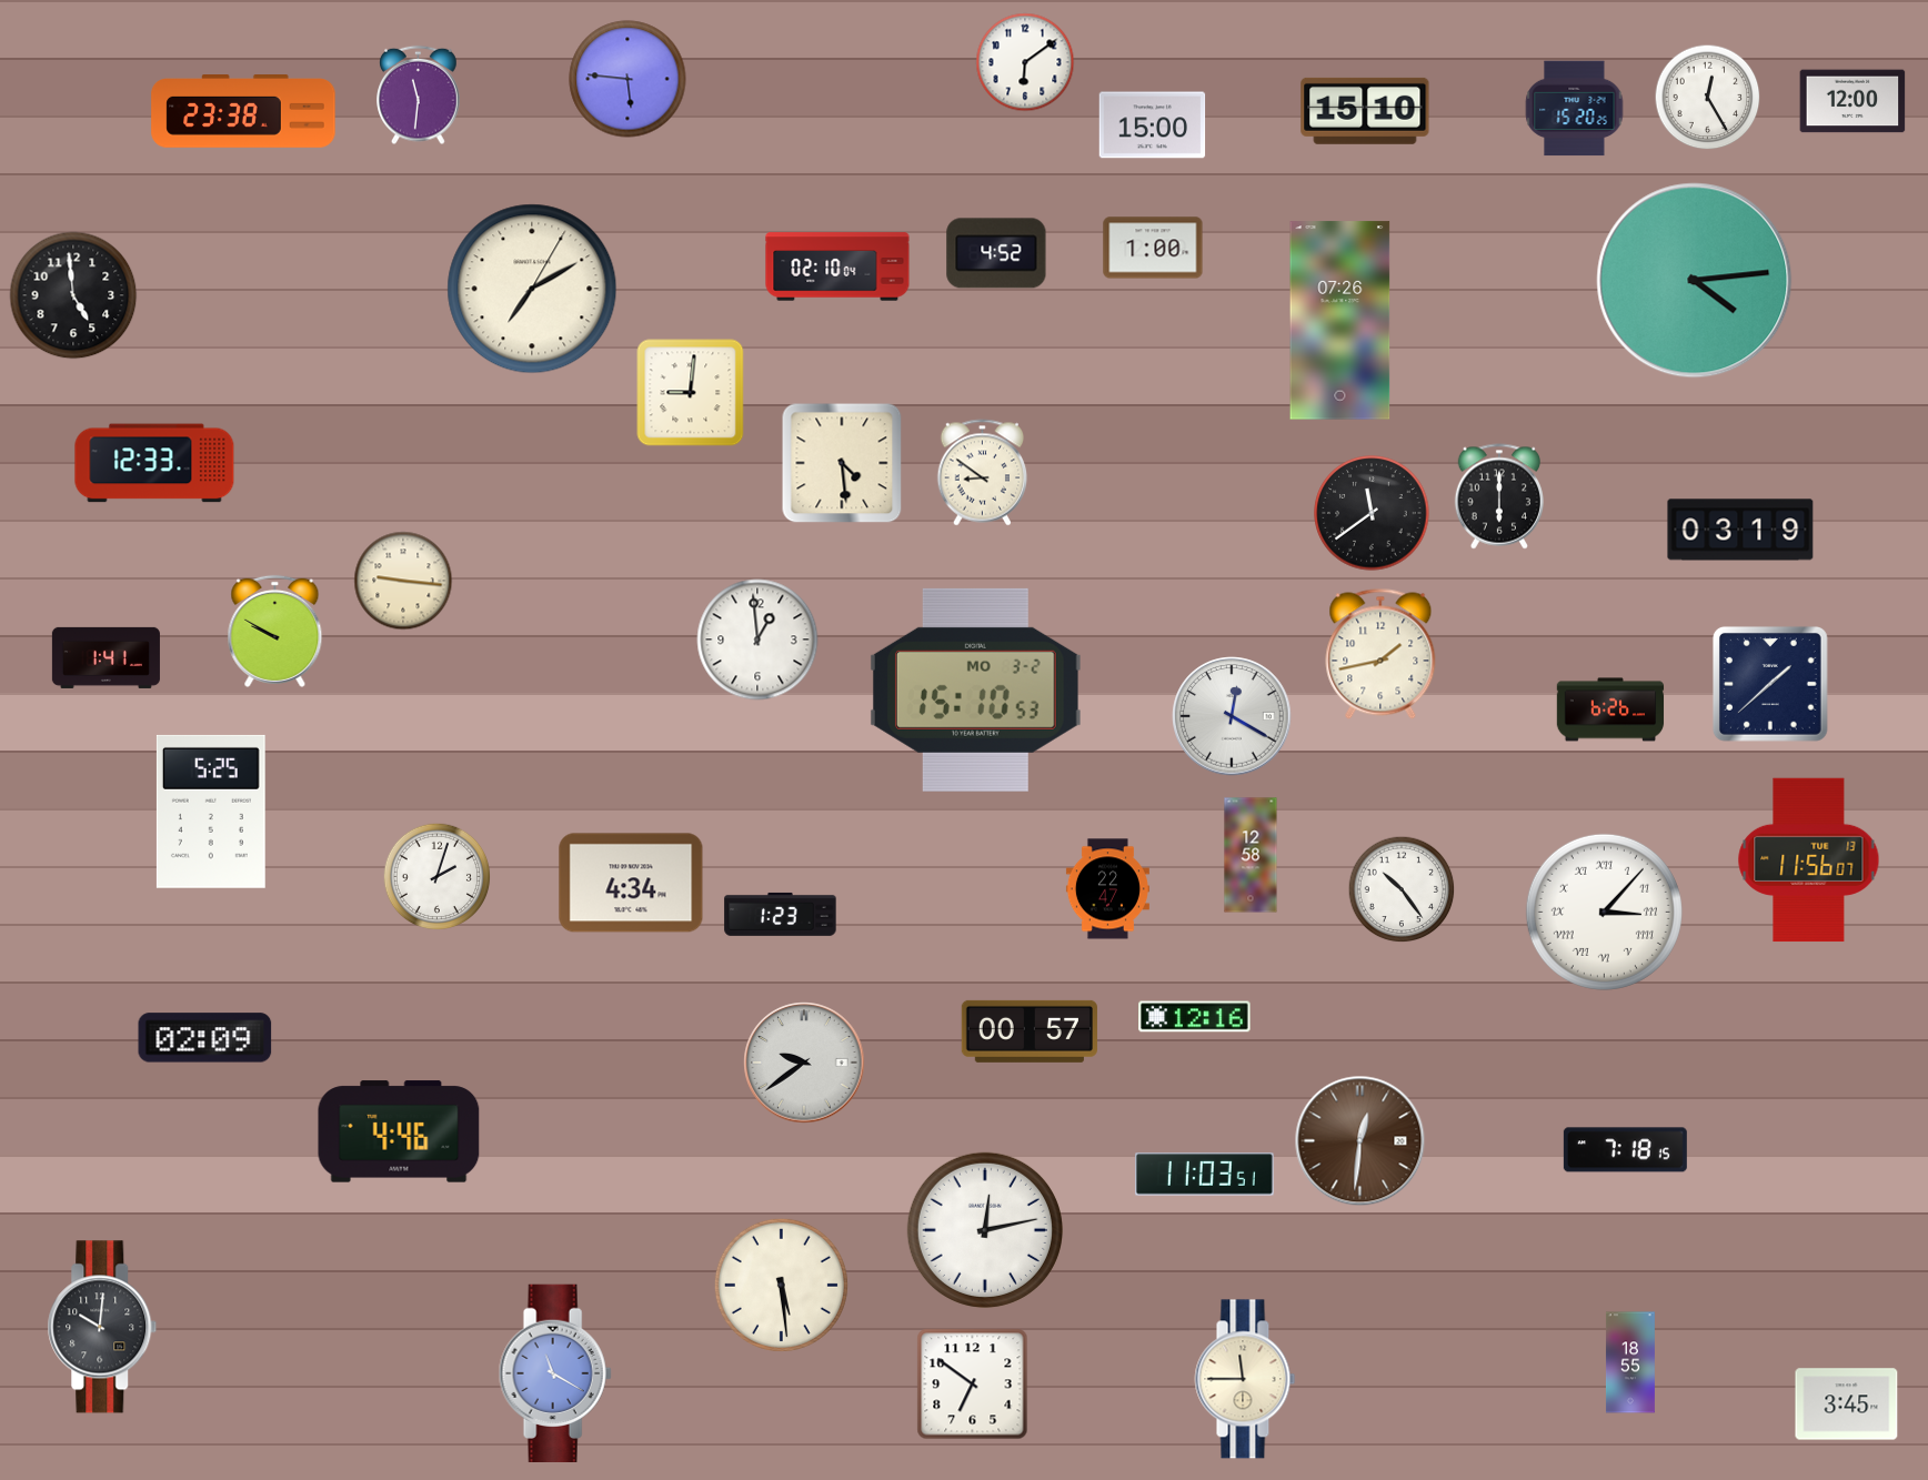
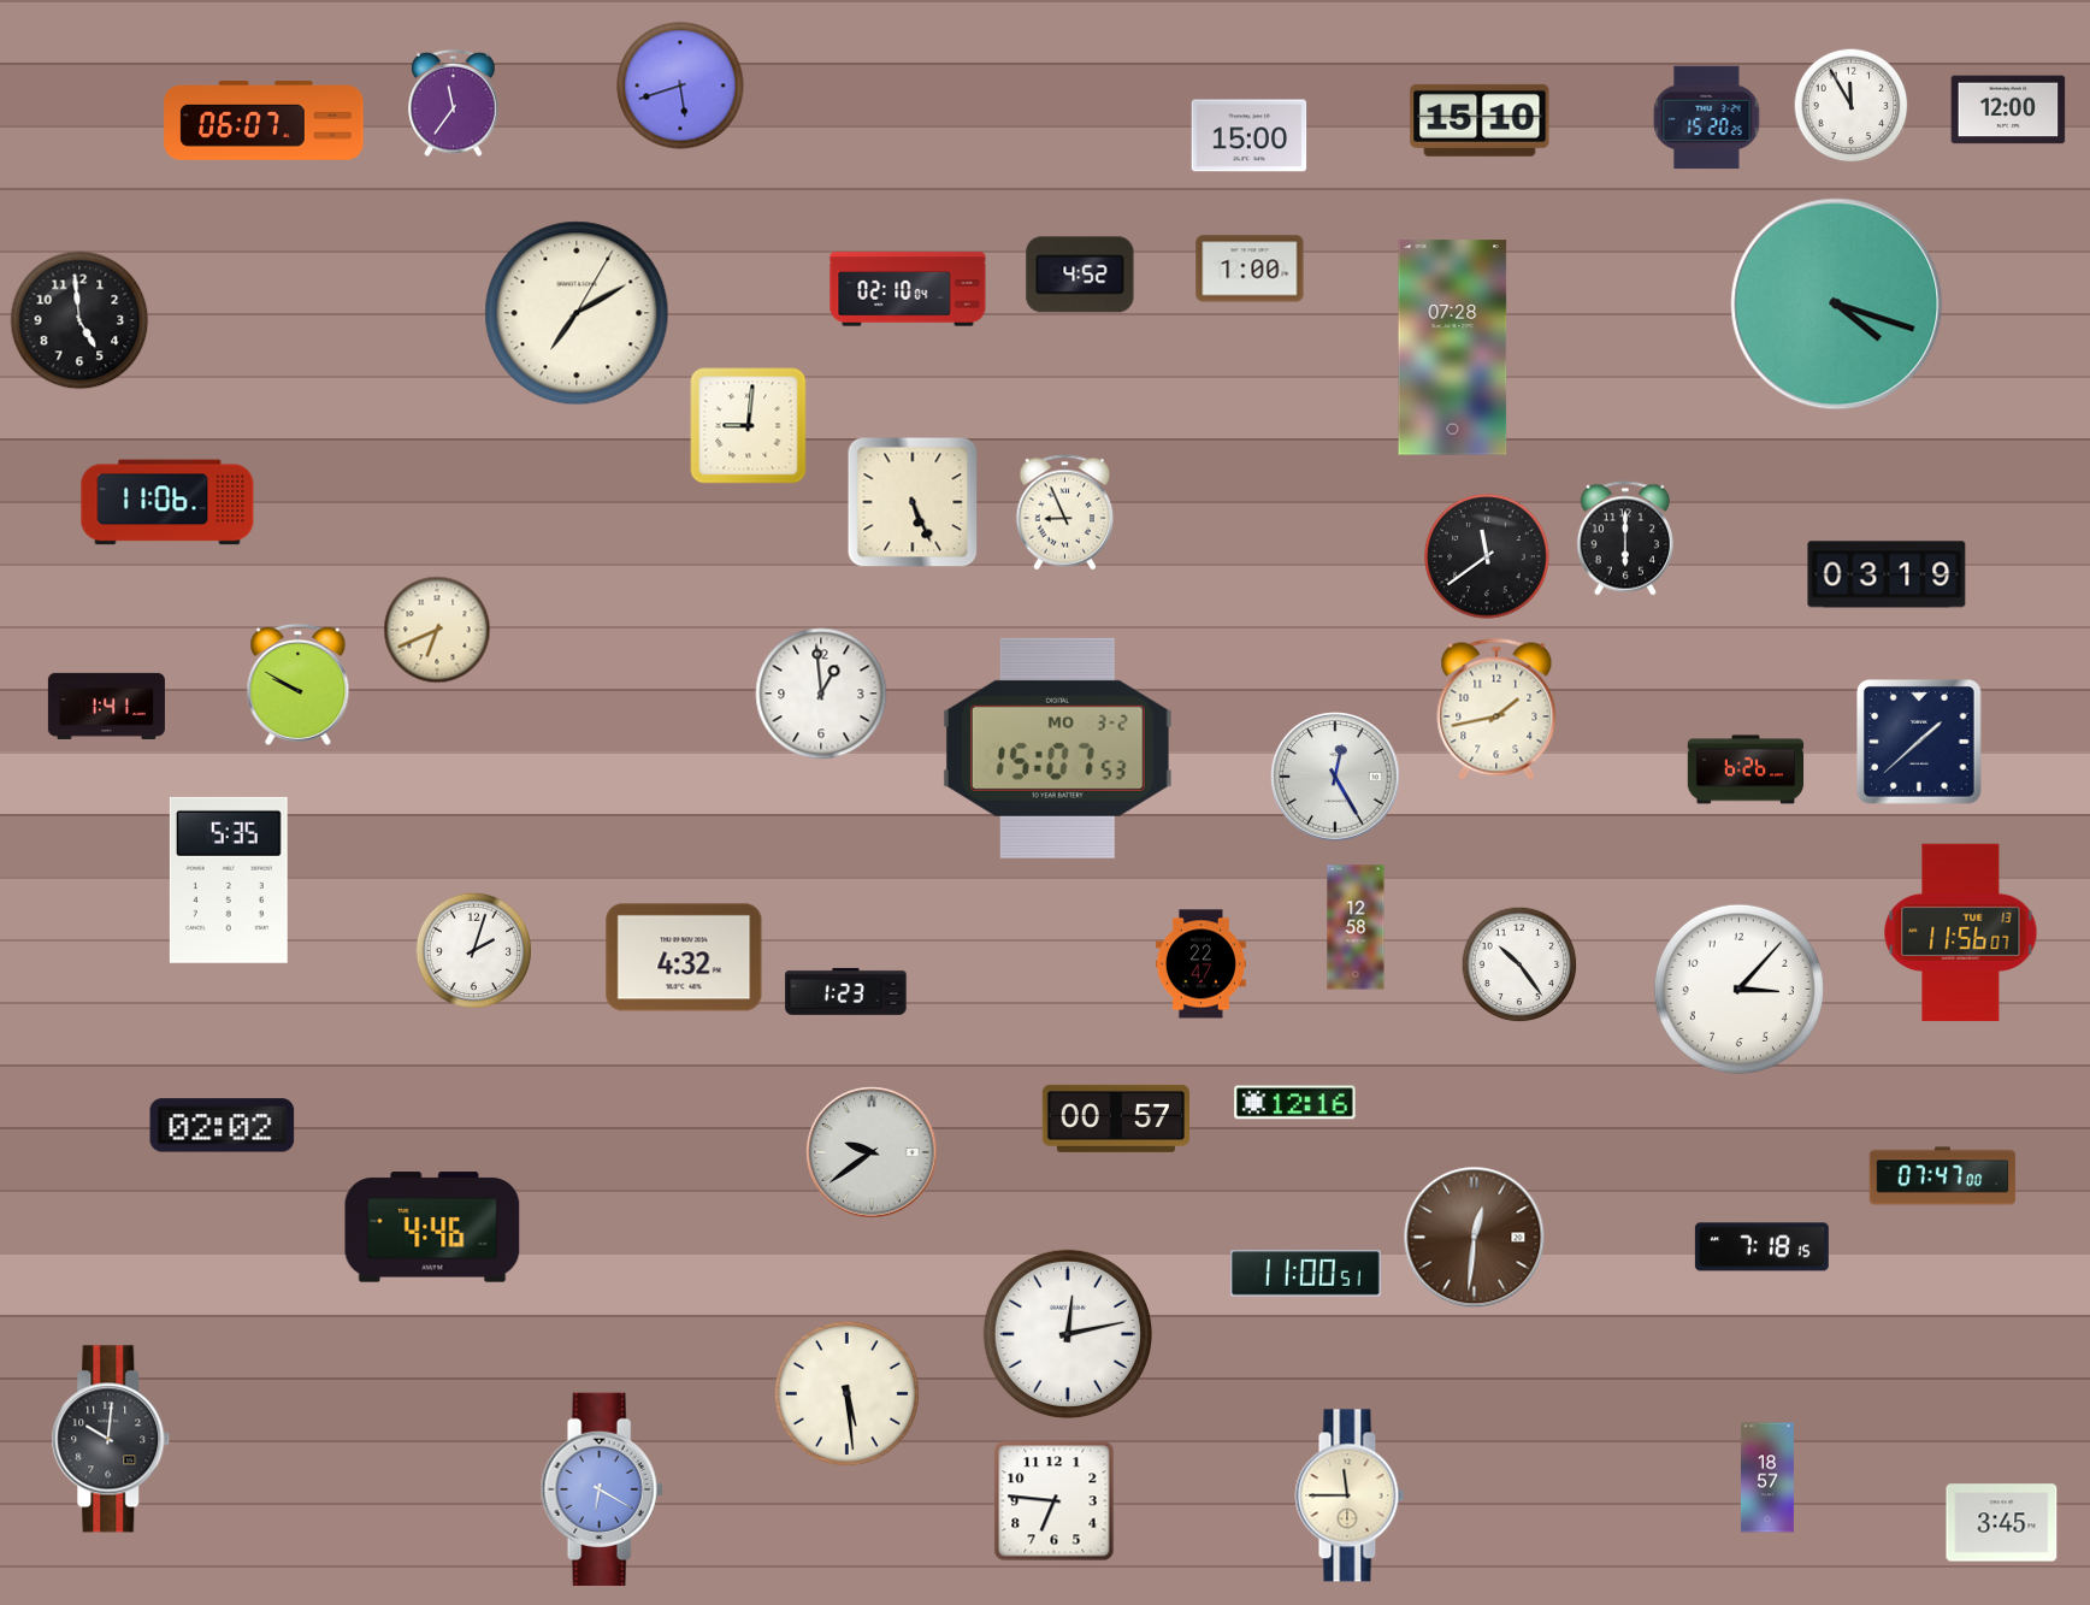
clock at (1025, 62): 6:09 -> none
clock at (627, 79): 5:46 -> 5:42
clock at (419, 95): 11:31 -> 11:36
clock at (1708, 98): 12:25 -> 11:55
clock at (243, 112): 23:38 -> 06:07
clock at (1695, 281): 4:14 -> 4:18
clock at (1340, 321): 07:26 -> 07:28
clock at (154, 463): 12:33 -> 11:06
clock at (842, 463): 4:29 -> 5:26
clock at (983, 473): 8:51 -> 8:56
clock at (403, 581): 9:16 -> 6:41
clock at (106, 657) position: (106, 657) -> (106, 706)
clock at (975, 689): 15:10 -> 15:07
clock at (1232, 716): 12:20 -> 12:25
clock at (211, 812): 5:25 -> 5:35
clock at (631, 883): 4:34 -> 4:32
clock at (1604, 912) numerals: Roman -> Arabic
clock at (205, 1038): 02:09 -> 02:02
clock at (1943, 1176): none -> 07:47
clock at (1204, 1175): 11:03 -> 11:00
clock at (1630, 1362): 18:55 -> 18:57
clock at (555, 1372): 11:20 -> 6:20
clock at (973, 1385): 6:51 -> 6:46
